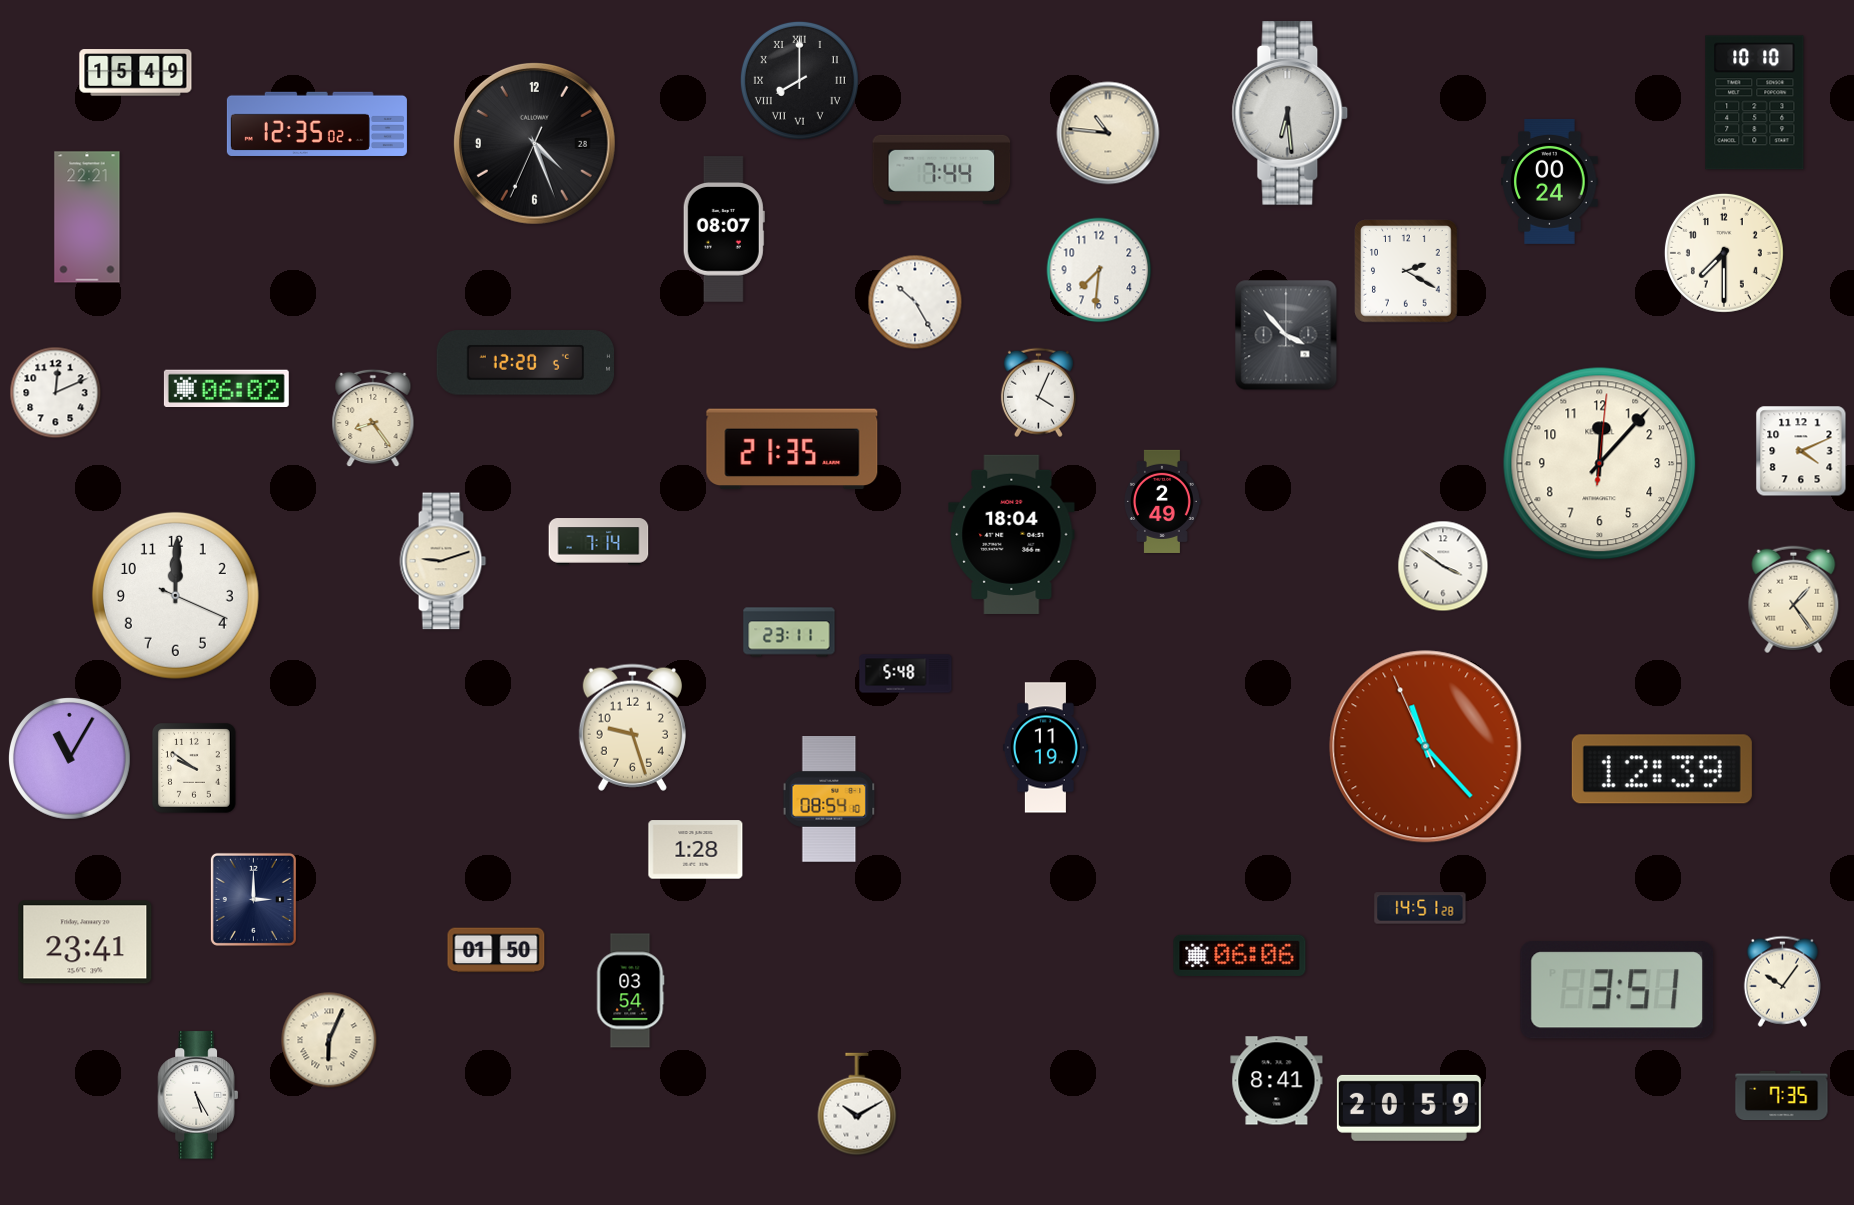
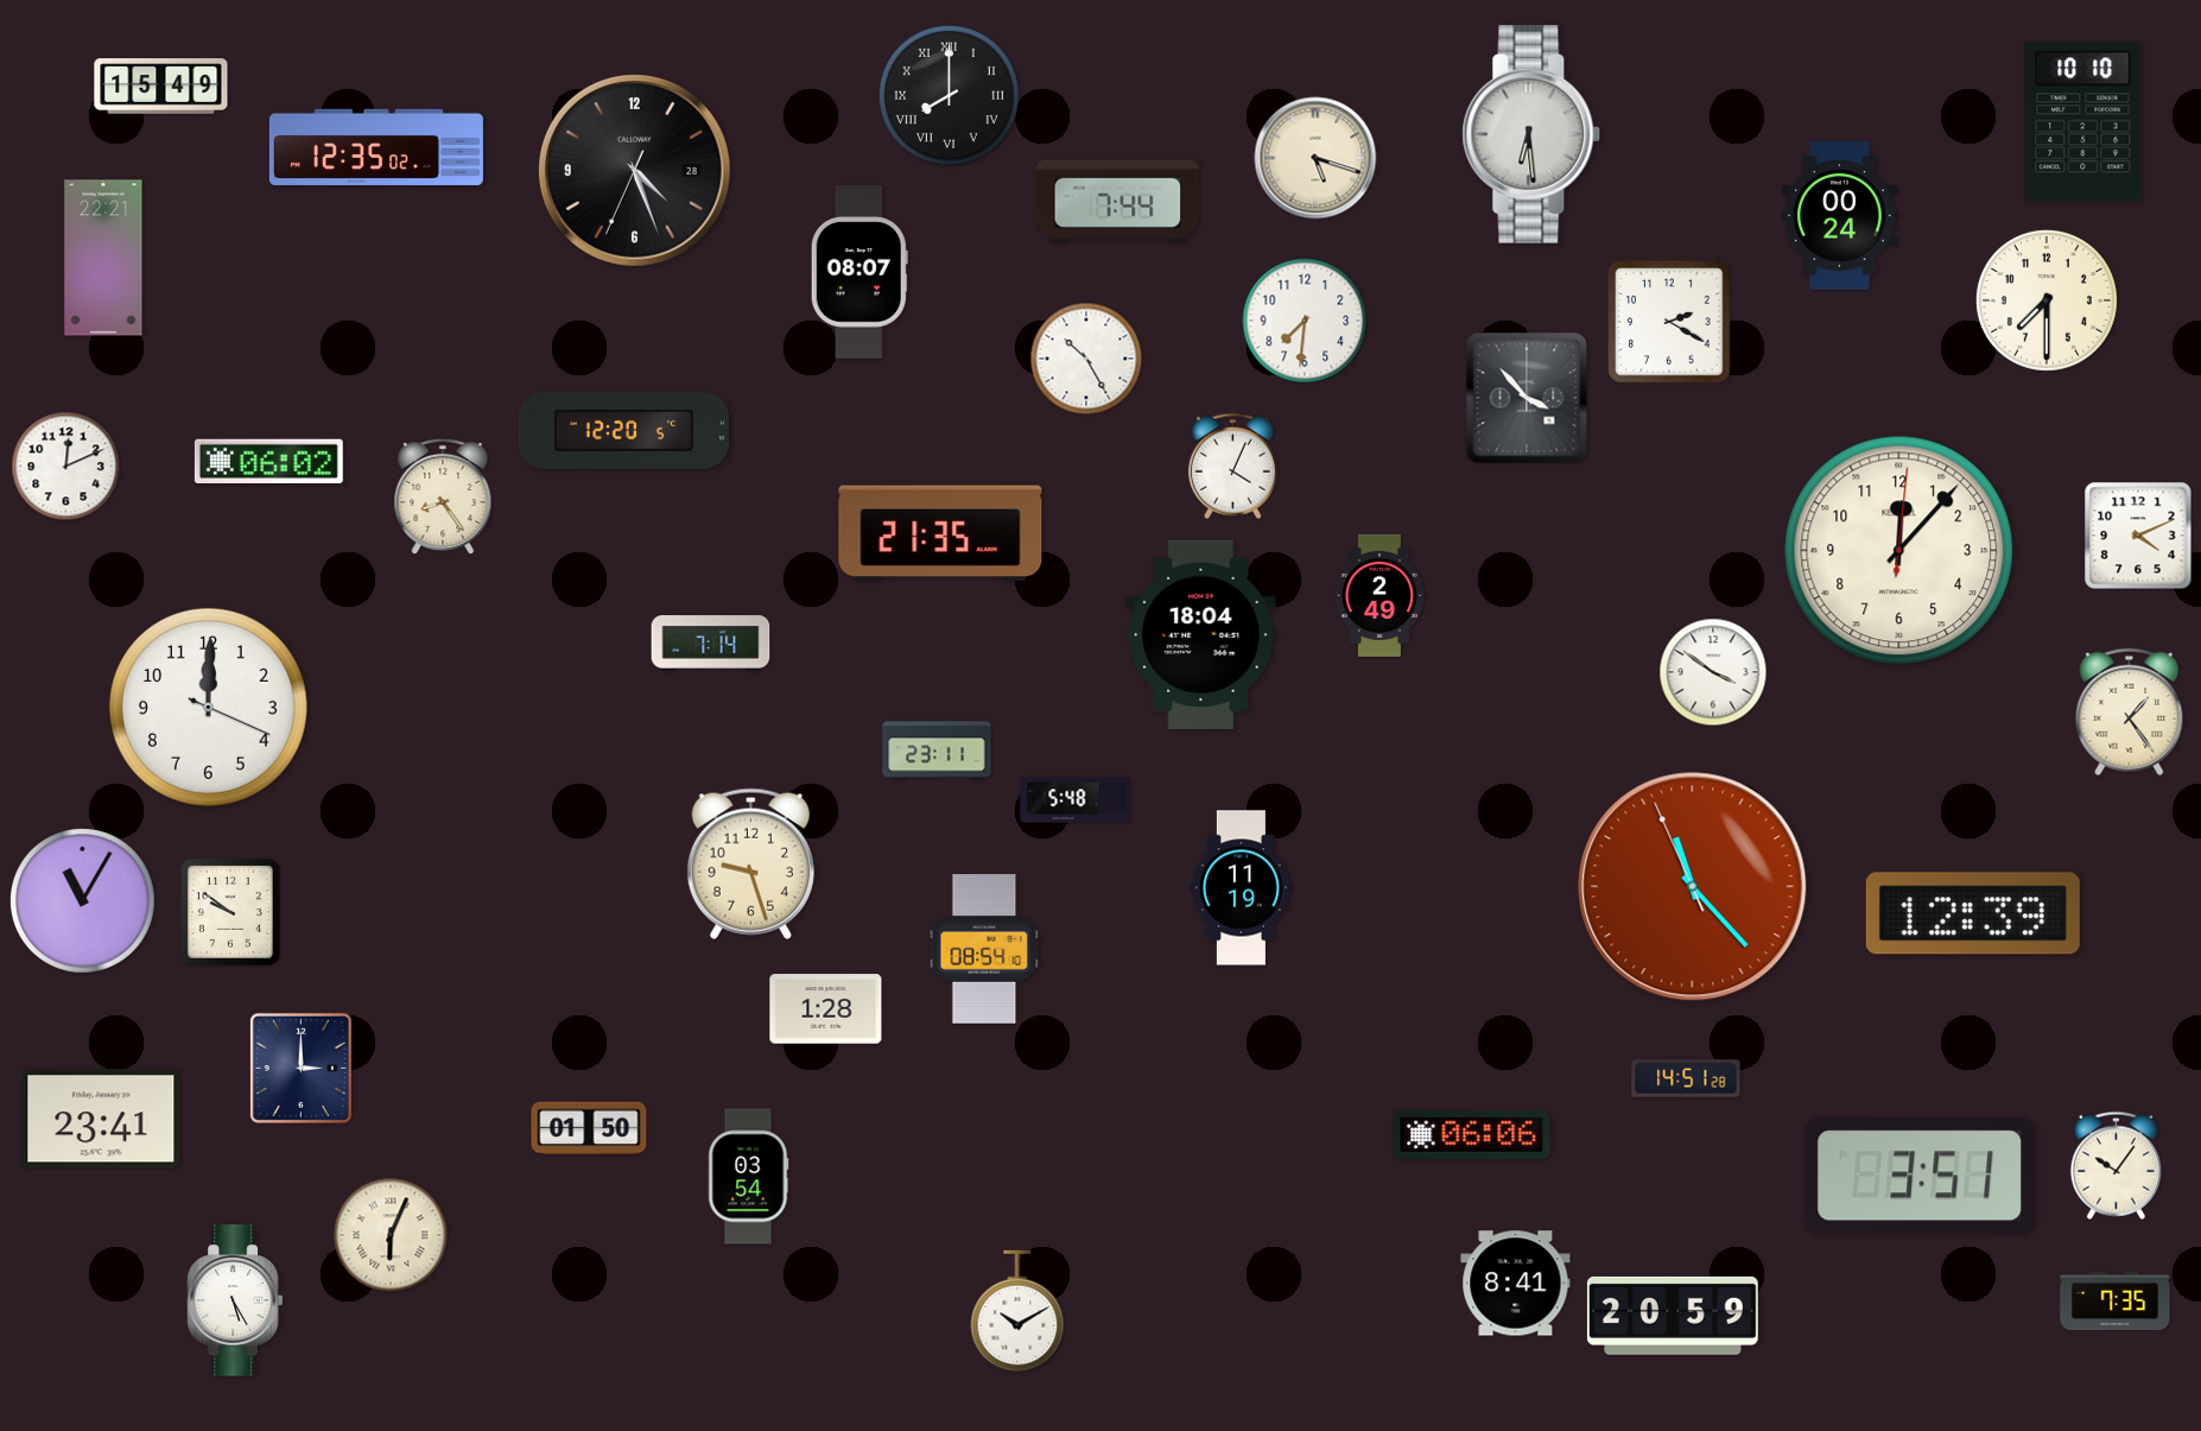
clock at (1108, 133): 10:46 -> 5:18
clock at (443, 561): 9:12 -> none
